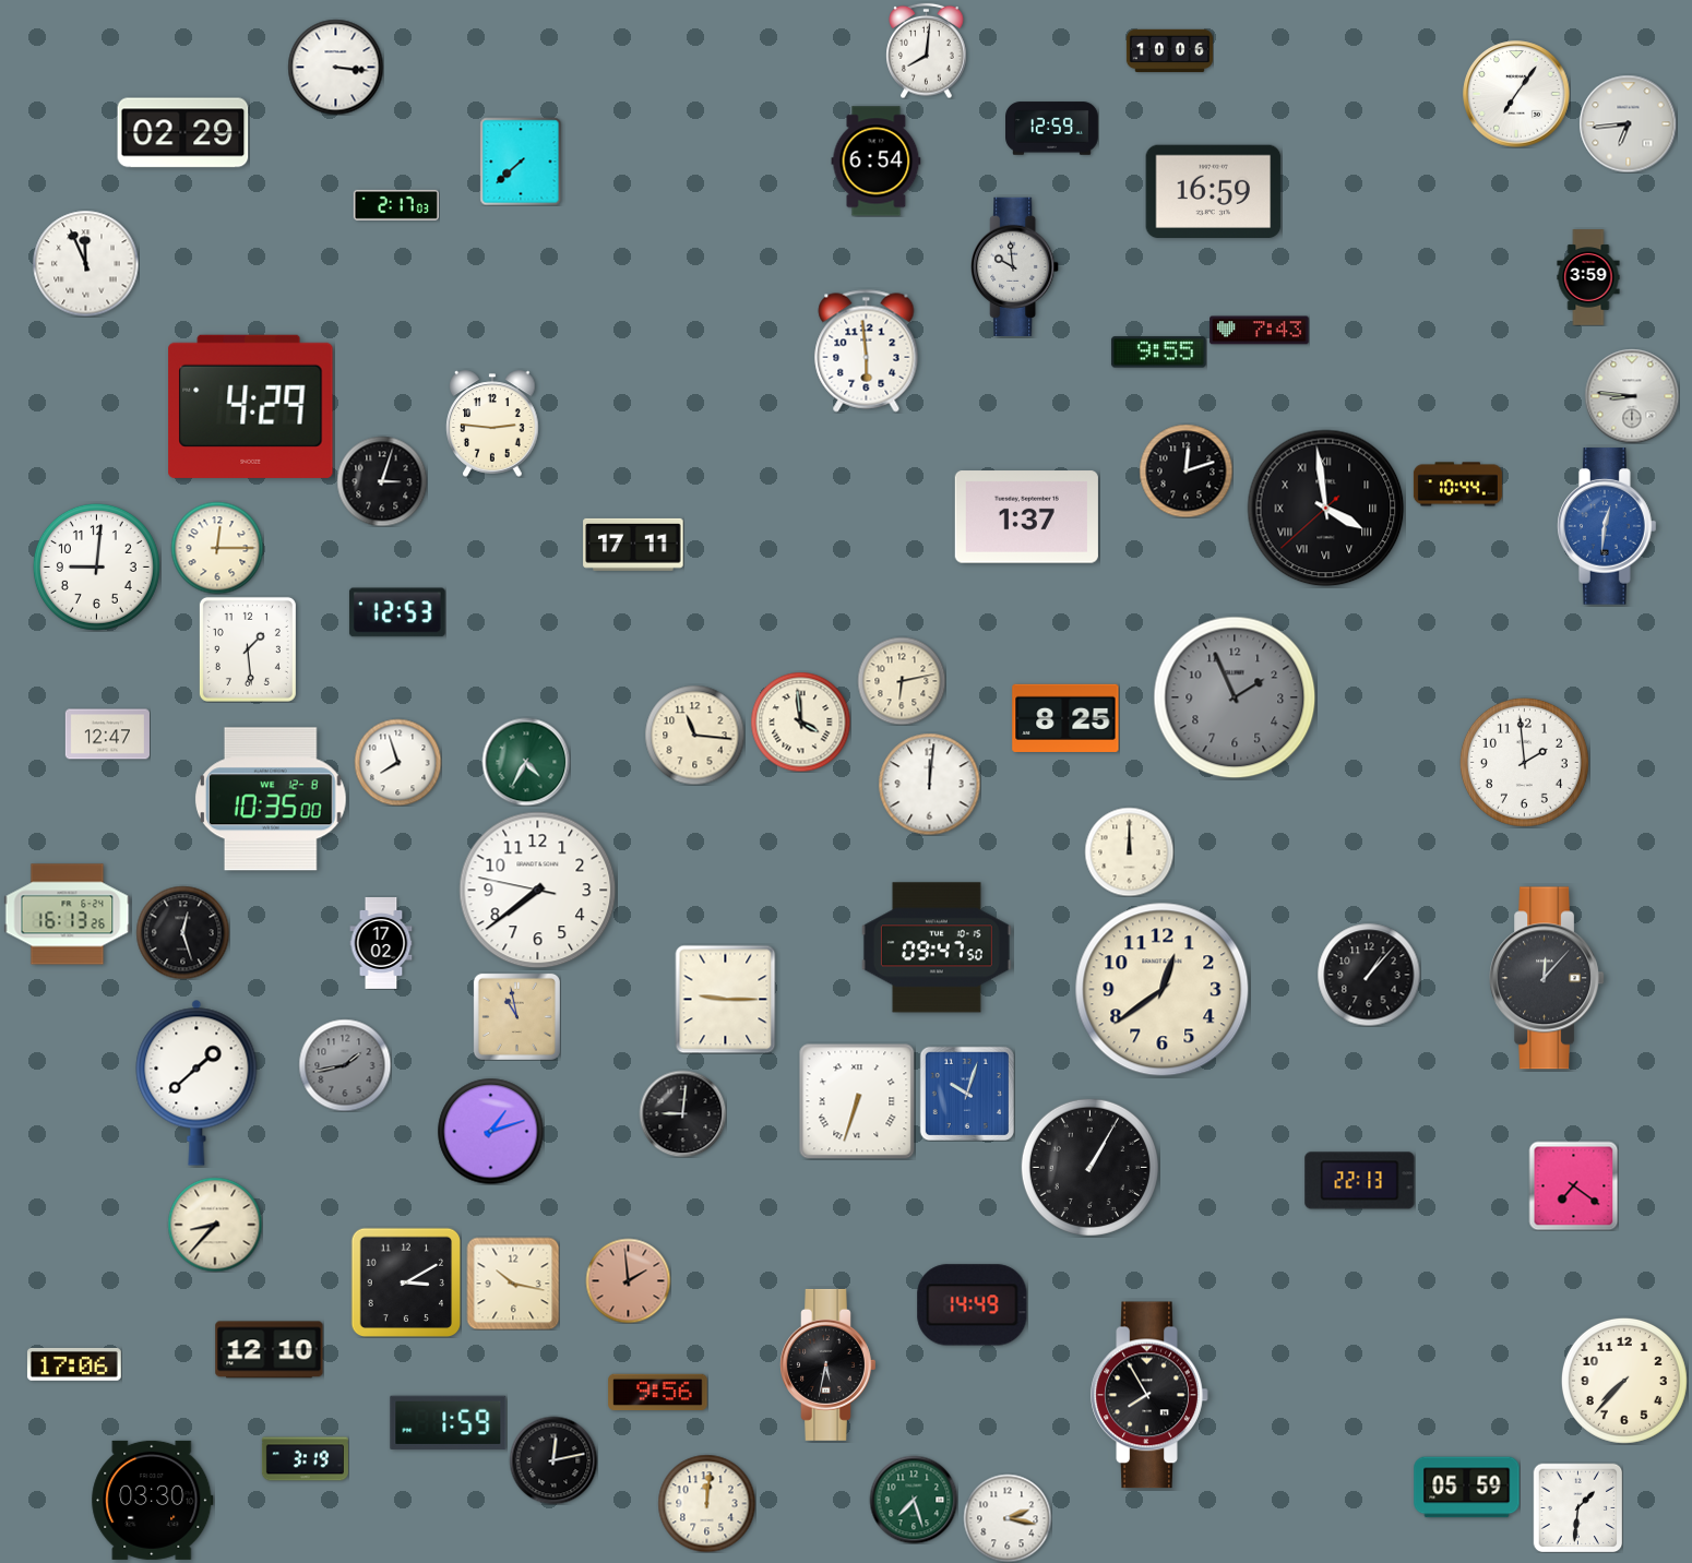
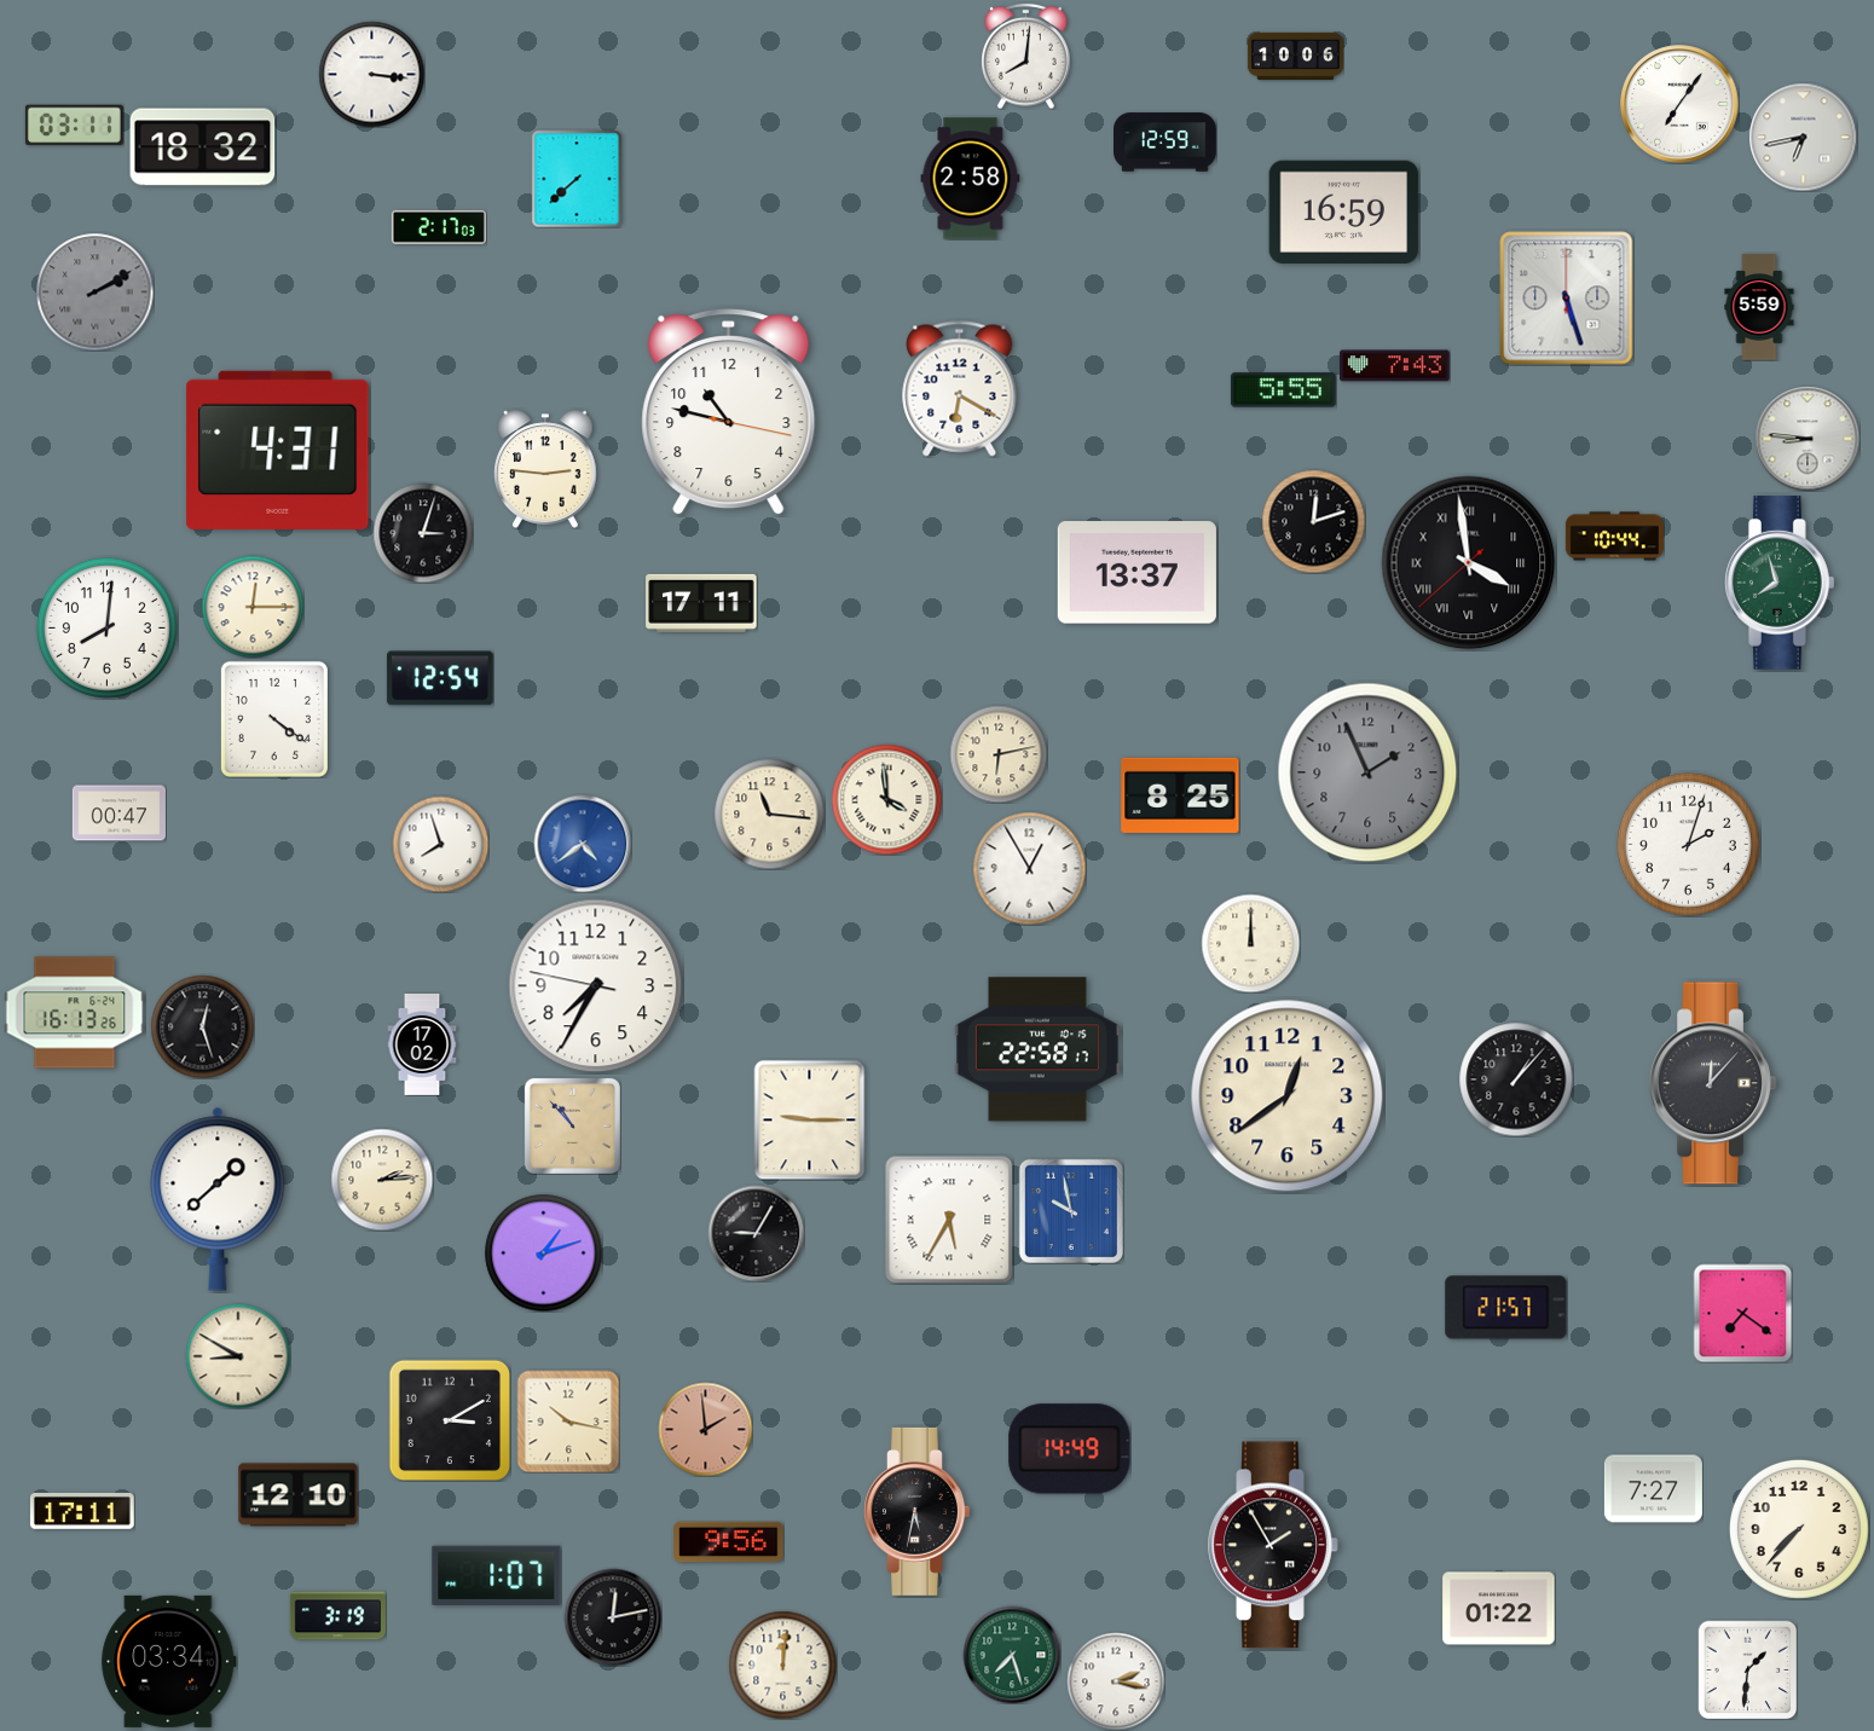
clock at (74, 126): none -> 03:11
clock at (1628, 123): 6:44 -> 6:43
clock at (183, 133): 02:29 -> 18:32
clock at (877, 162): 6:54 -> 2:58
clock at (85, 263): 11:56 -> 2:10
clock at (85, 263) dial: white -> grey
clock at (1015, 267): 9:59 -> none
clock at (1567, 299): none -> 5:27
clock at (1588, 277): 3:59 -> 5:59
clock at (867, 351): 5:59 -> 6:20
clock at (1158, 353): 9:55 -> 5:55
clock at (729, 413): none -> 10:47
clock at (251, 406): 4:29 -> 4:31
clock at (1026, 517): 1:37 -> 13:37
clock at (1608, 526): 12:31 -> 7:57
clock at (1608, 526) dial: blue -> green
clock at (217, 548) position: (217, 548) -> (253, 607)
clock at (96, 566): 9:01 -> 8:01
clock at (397, 612): 12:53 -> 12:54
clock at (248, 649): 1:29 -> 4:21
clock at (107, 735): 12:47 -> 00:47
clock at (526, 762): 4:35 -> 4:39
clock at (526, 762) dial: green -> blue
clock at (1524, 762): 1:59 -> 2:03
clock at (929, 784): 12:01 -> 12:55
clock at (271, 799): 10:35 -> none
clock at (538, 891): 7:38 -> 7:34
clock at (182, 932) position: (182, 932) -> (202, 1026)
clock at (937, 947): 09:47 -> 22:58
clock at (726, 999) position: (726, 999) -> (810, 1119)
clock at (516, 1016): 10:58 -> 10:53
clock at (345, 1065): 1:43 -> 2:14
clock at (345, 1065) dial: grey -> cream
clock at (967, 1094): 10:03 -> 9:58
clock at (857, 1101): 6:33 -> 5:35
clock at (682, 1113): 9:01 -> 9:05
clock at (1089, 1167): 1:05 -> none
clock at (1360, 1181): 22:13 -> 21:57
clock at (215, 1225): 8:37 -> 8:50
clock at (628, 1280) position: (628, 1280) -> (705, 1429)
clock at (973, 1305) position: (973, 1305) -> (1070, 1449)
clock at (1653, 1489): none -> 7:27
clock at (74, 1364): 17:06 -> 17:11
clock at (1149, 1395): 7:55 -> 1:55
clock at (449, 1422): 1:59 -> 1:07
clock at (1499, 1609): none -> 01:22
clock at (1467, 1488): 05:59 -> none
clock at (153, 1500): 03:30 -> 03:34
clock at (914, 1500) position: (914, 1500) -> (1012, 1655)
